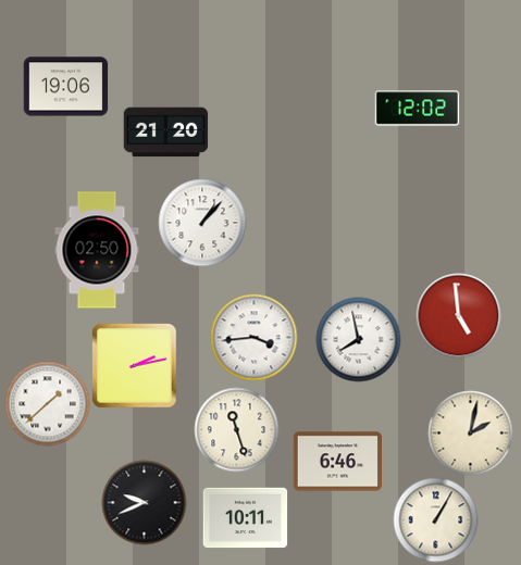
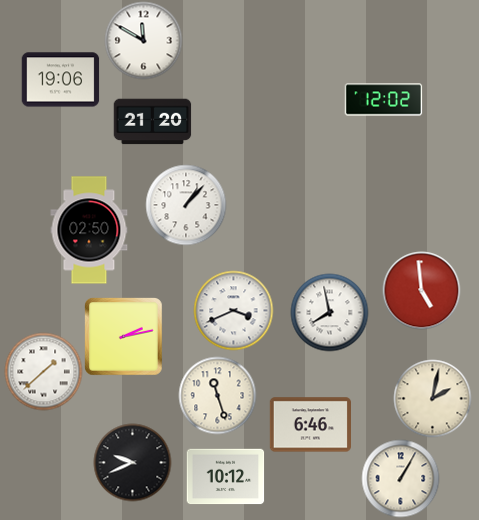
clock at (143, 40): none -> 11:50
clock at (253, 337): 3:44 -> 3:41
clock at (245, 518): 10:11 -> 10:12
